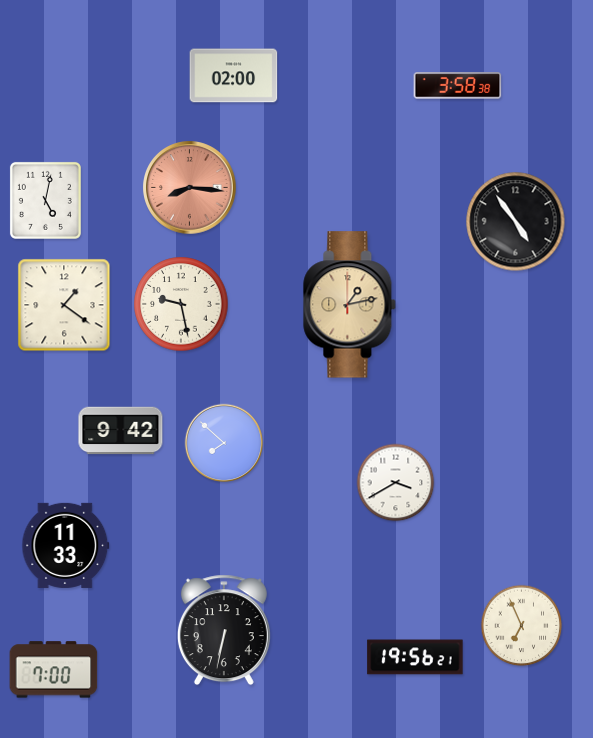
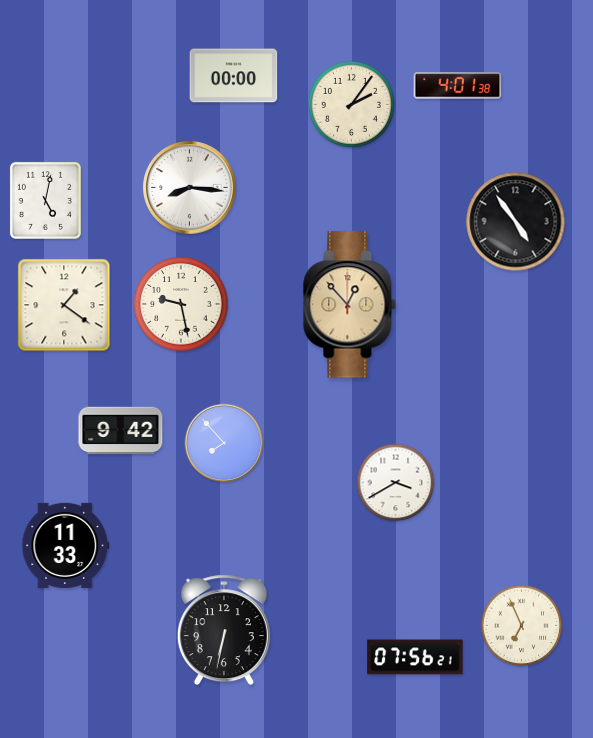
clock at (234, 76): 02:00 -> 00:00
clock at (458, 86): 3:58 -> 4:01
clock at (351, 104): none -> 2:06
clock at (190, 188) dial: salmon -> white
clock at (350, 305): 1:13 -> 12:53
clock at (224, 443): 7:52 -> 7:53
clock at (415, 657): 19:56 -> 07:56
clock at (54, 670): 7:00 -> none
